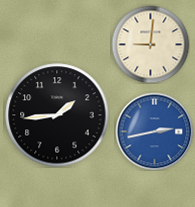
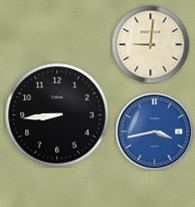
clock at (57, 115): 1:44 -> 8:44
clock at (154, 131): 2:43 -> 3:43
